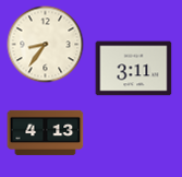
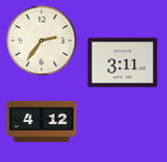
clock at (46, 45): 8:36 -> 2:36
clock at (46, 132): 4:13 -> 4:12
